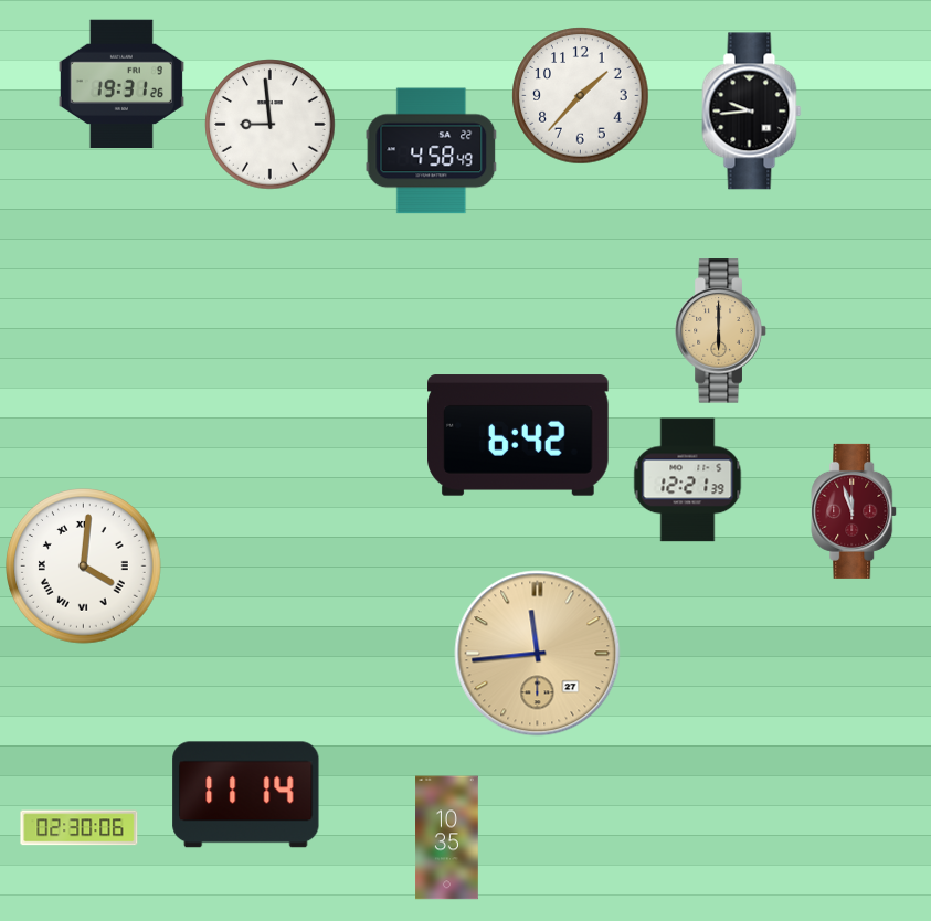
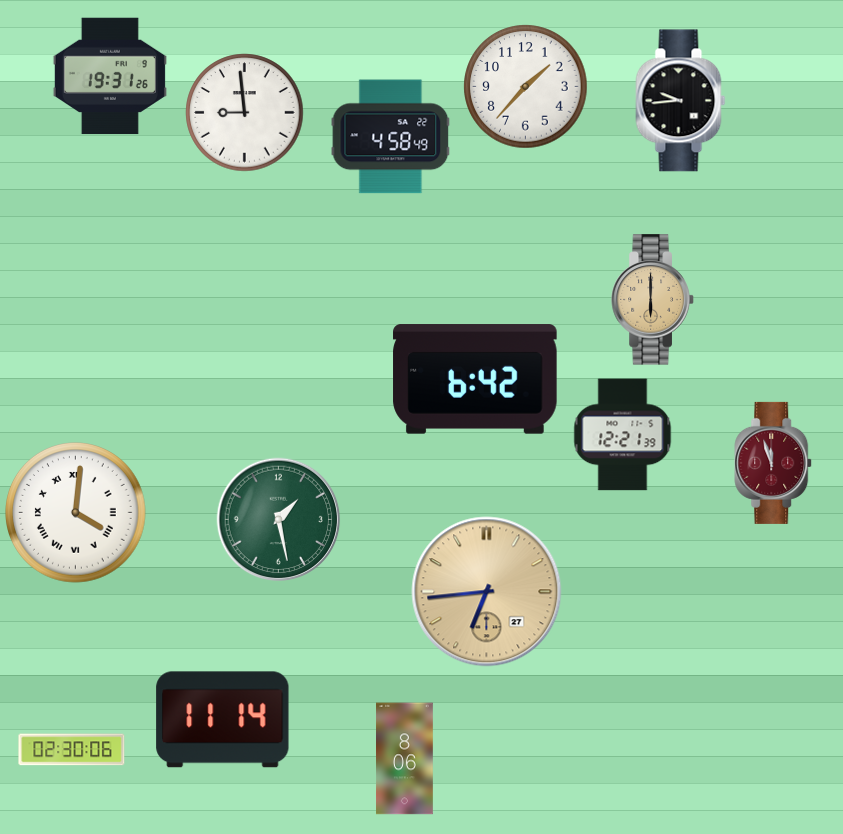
clock at (518, 435) position: (518, 435) -> (475, 379)
clock at (279, 520): none -> 1:28
clock at (538, 654): 11:44 -> 6:44
clock at (447, 838): 10:35 -> 8:06
